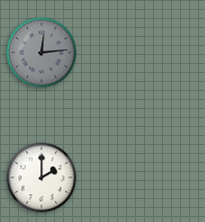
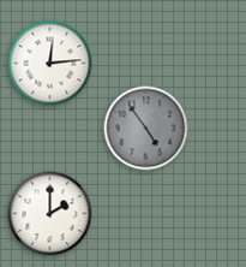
clock at (42, 53) dial: grey -> white
clock at (146, 129): none -> 4:54
